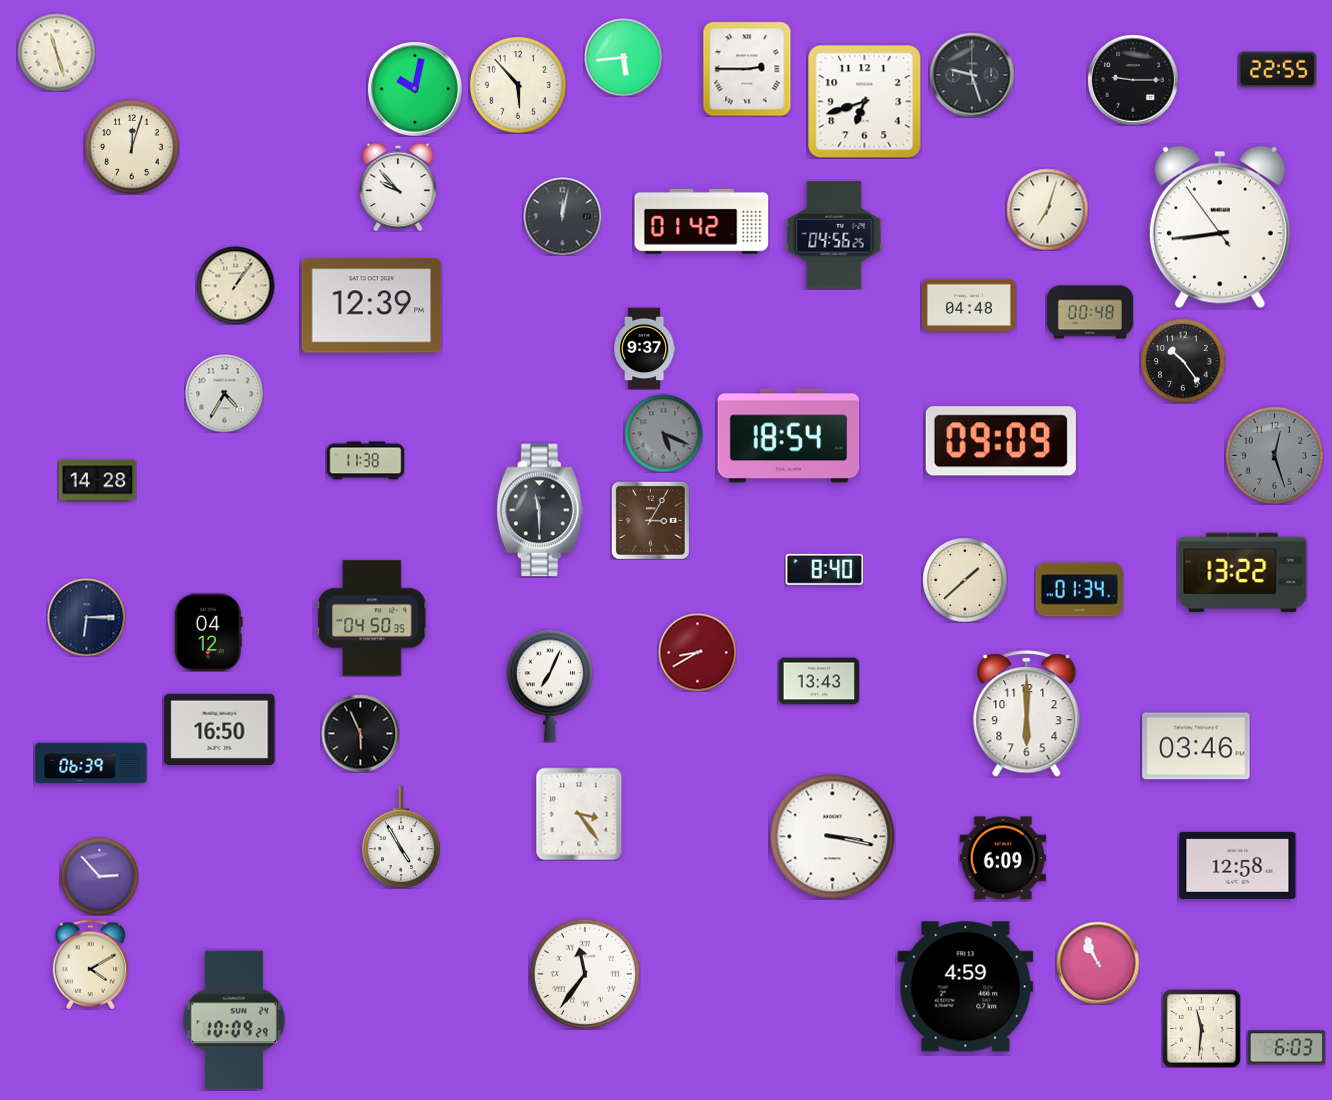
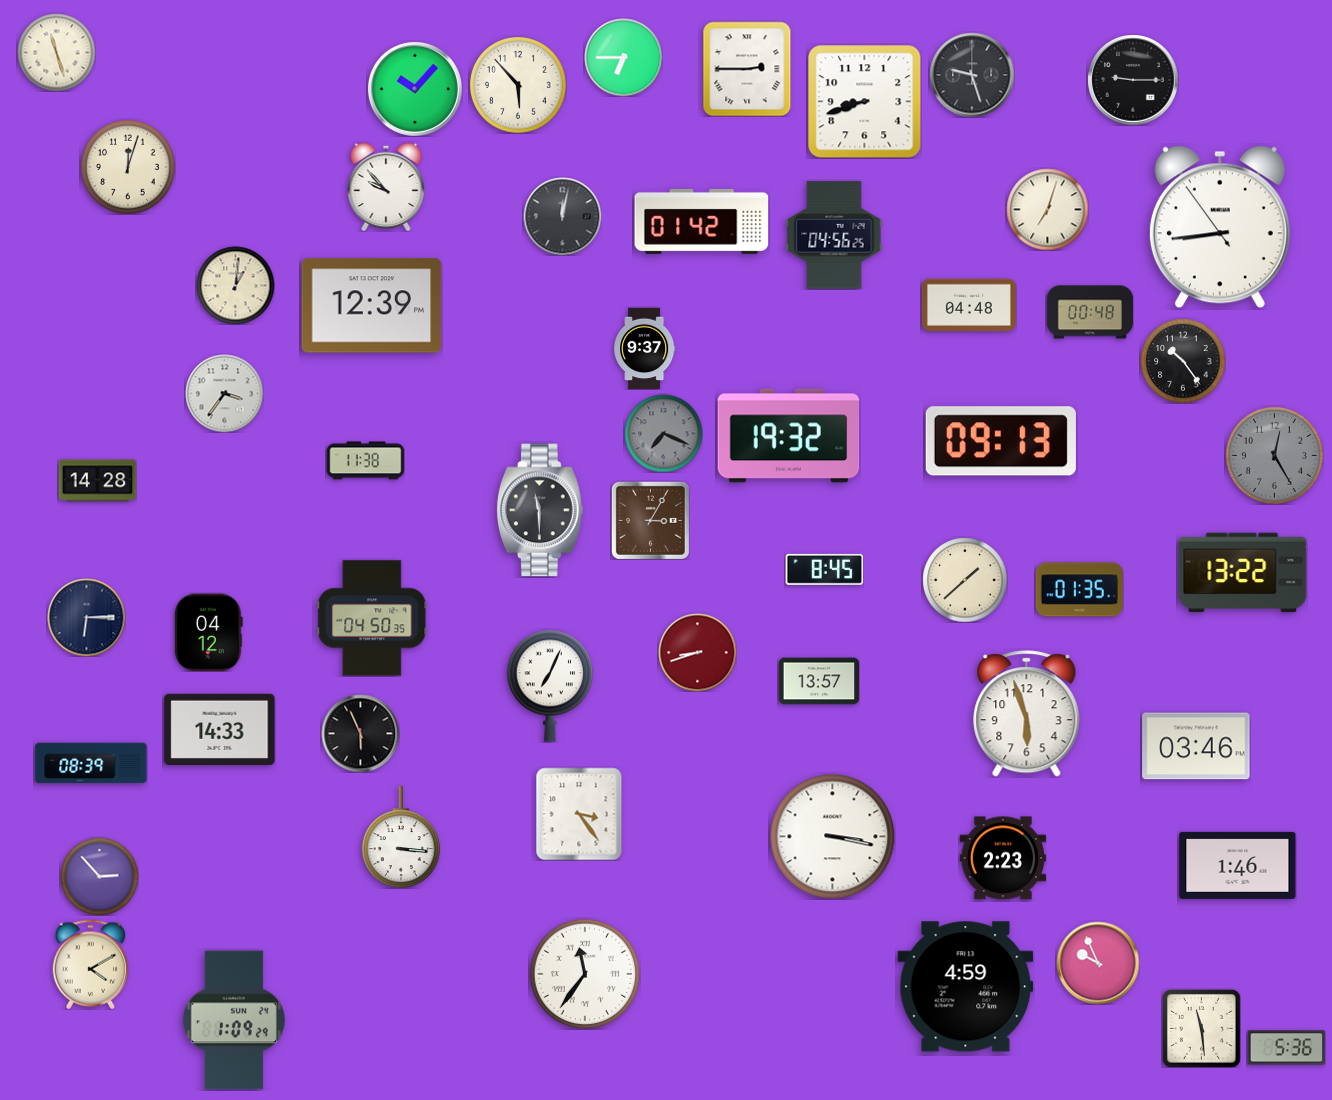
clock at (623, 57): 5:44 -> 6:45
clock at (1277, 70): 22:55 -> none
clock at (415, 89): 10:02 -> 10:07
clock at (864, 101): 6:42 -> 8:42
clock at (132, 147) position: (132, 147) -> (128, 167)
clock at (398, 187) position: (398, 187) -> (386, 187)
clock at (235, 285): 1:06 -> 1:01
clock at (224, 393): 4:35 -> 3:36
clock at (663, 433): 5:19 -> 7:19
clock at (789, 436): 18:54 -> 19:32
clock at (1001, 441): 09:09 -> 09:13
clock at (1274, 455): 12:27 -> 12:25
clock at (824, 569): 8:40 -> 8:45
clock at (1079, 590): 01:34 -> 01:35
clock at (697, 652): 8:40 -> 8:42
clock at (819, 681): 13:43 -> 13:57
clock at (1027, 714): 6:00 -> 5:57
clock at (220, 729): 16:50 -> 14:33
clock at (91, 763): 06:39 -> 08:39
clock at (401, 837): 4:55 -> 3:16
clock at (1002, 858): 6:09 -> 2:23
clock at (1238, 865): 12:58 -> 1:46
clock at (1098, 963): 10:56 -> 9:56
clock at (234, 1020): 10:09 -> 1:09
clock at (1201, 1028): 11:31 -> 11:29
clock at (1286, 1048): 6:03 -> 5:36
